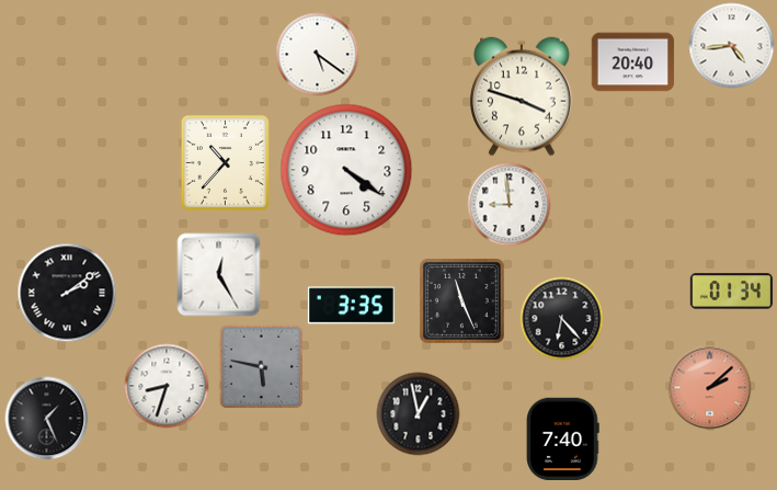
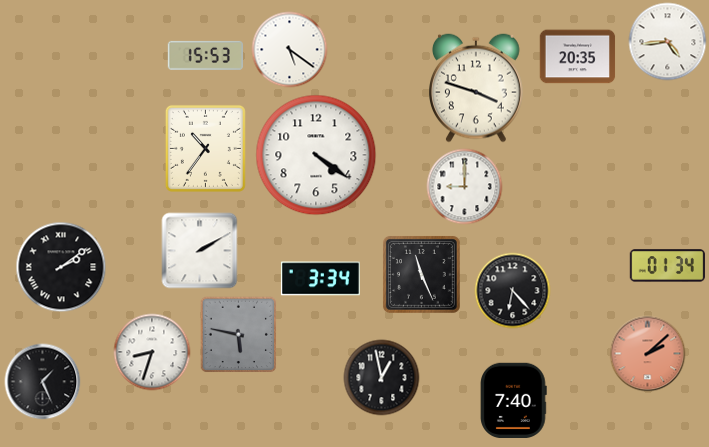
clock at (205, 55): none -> 15:53
clock at (633, 62): 20:40 -> 20:35
clock at (225, 162): 10:37 -> 10:36
clock at (510, 205): 8:59 -> 9:00
clock at (219, 275): 12:25 -> 2:10
clock at (351, 306): 3:35 -> 3:34
